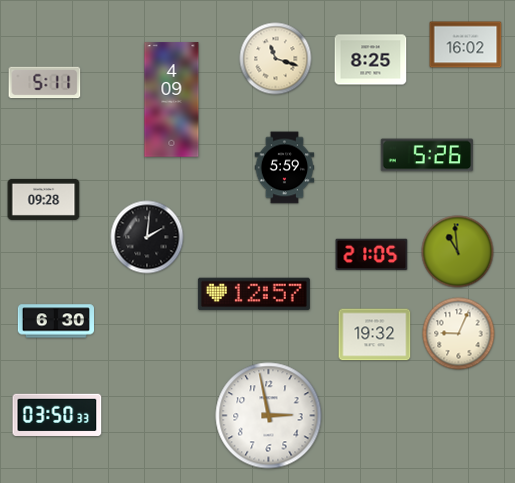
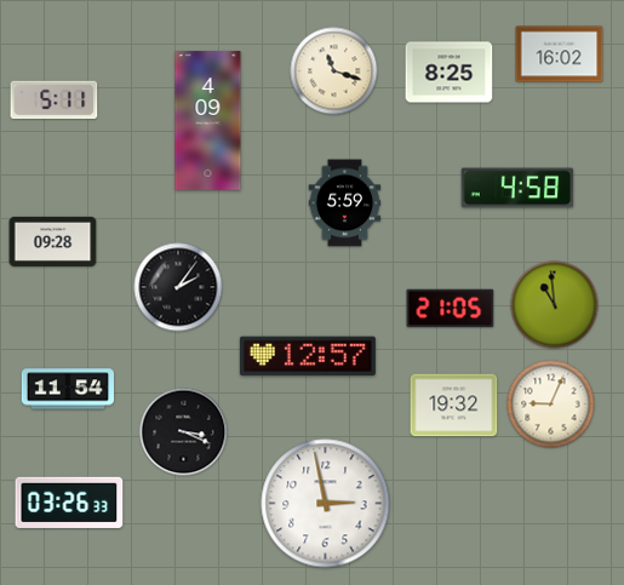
clock at (466, 45) position: (466, 45) -> (560, 55)
clock at (427, 155): 5:26 -> 4:58
clock at (147, 237): 2:01 -> 2:06
clock at (55, 321): 6:30 -> 11:54
clock at (459, 334) position: (459, 334) -> (551, 405)
clock at (184, 432): none -> 3:19
clock at (57, 415): 03:50 -> 03:26
